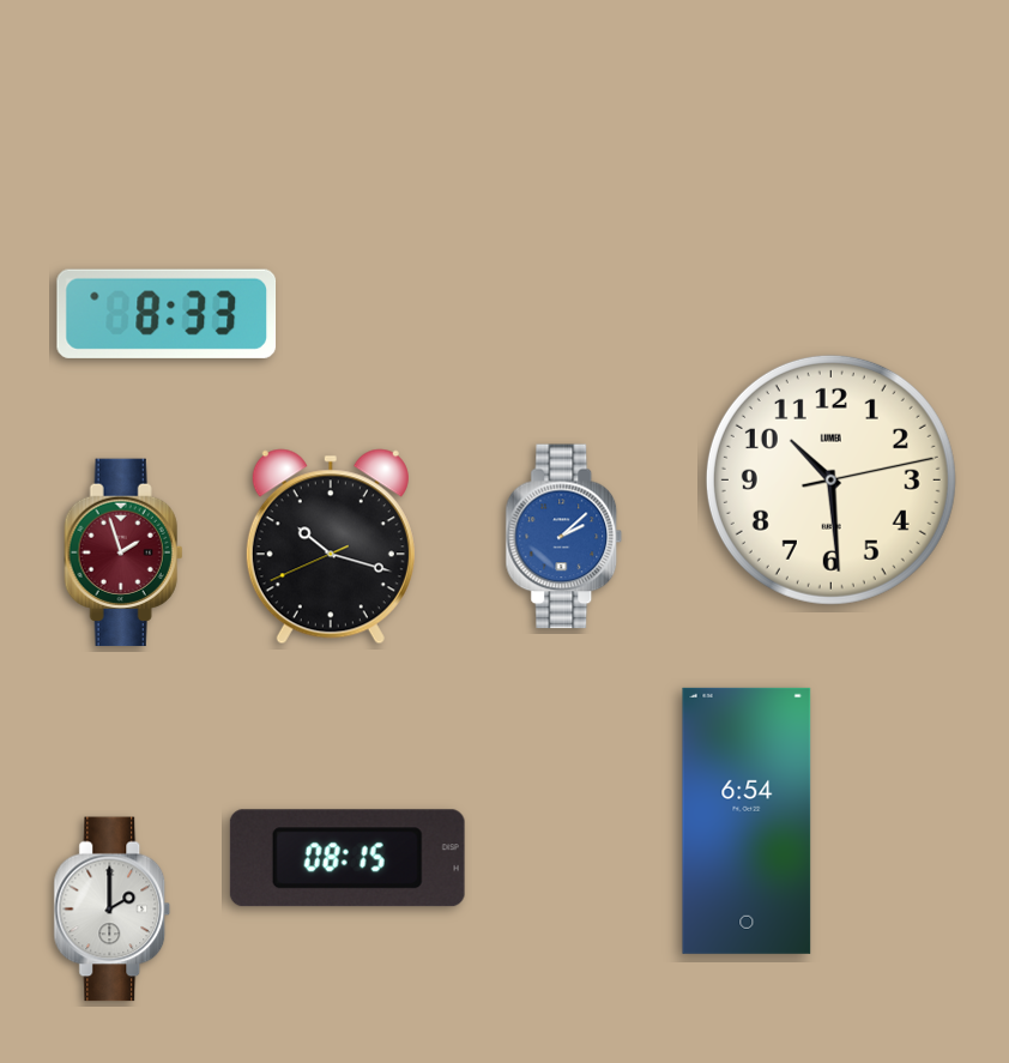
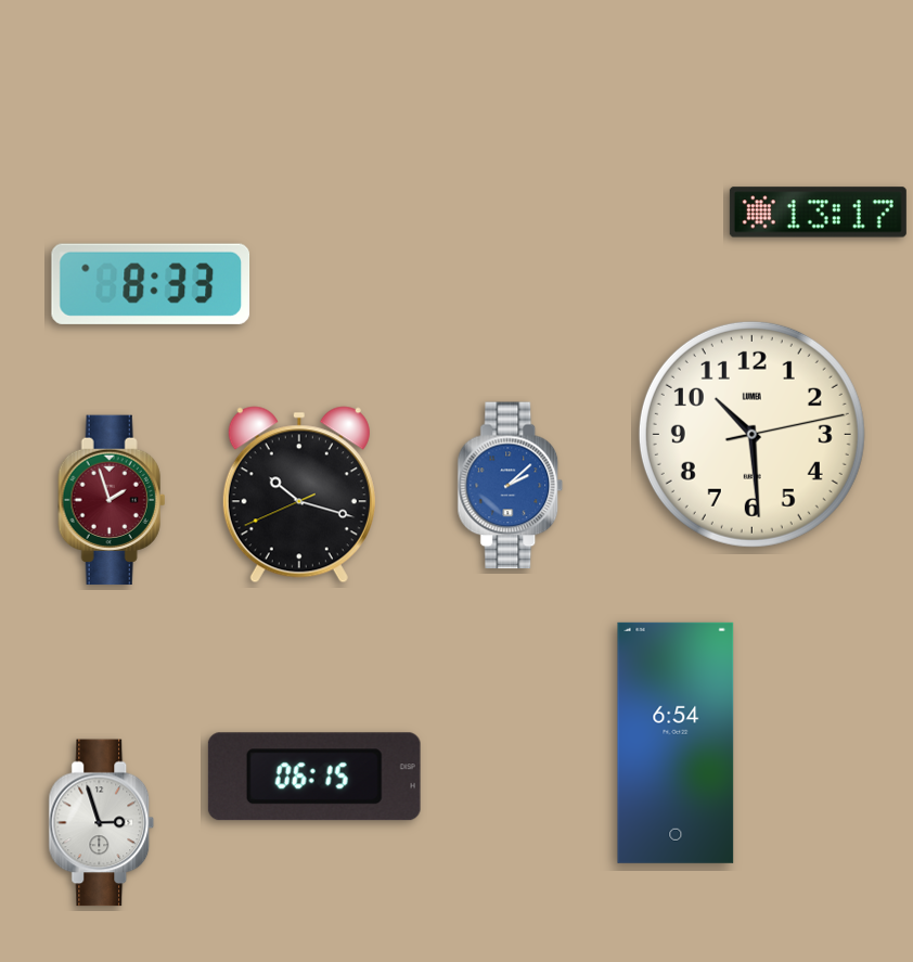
clock at (818, 213): none -> 13:17
clock at (348, 858): 08:15 -> 06:15
clock at (113, 910): 2:00 -> 2:57
